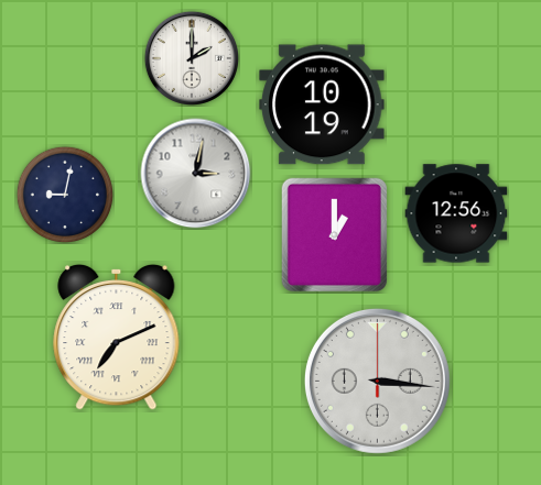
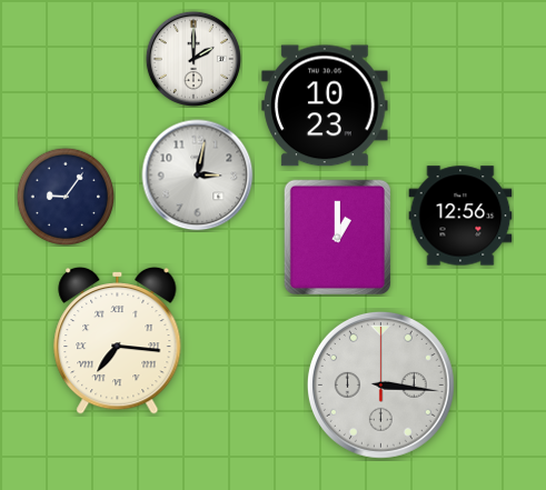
clock at (322, 104): 10:19 -> 10:23
clock at (65, 195): 9:02 -> 9:06
clock at (117, 337): 7:11 -> 7:16
